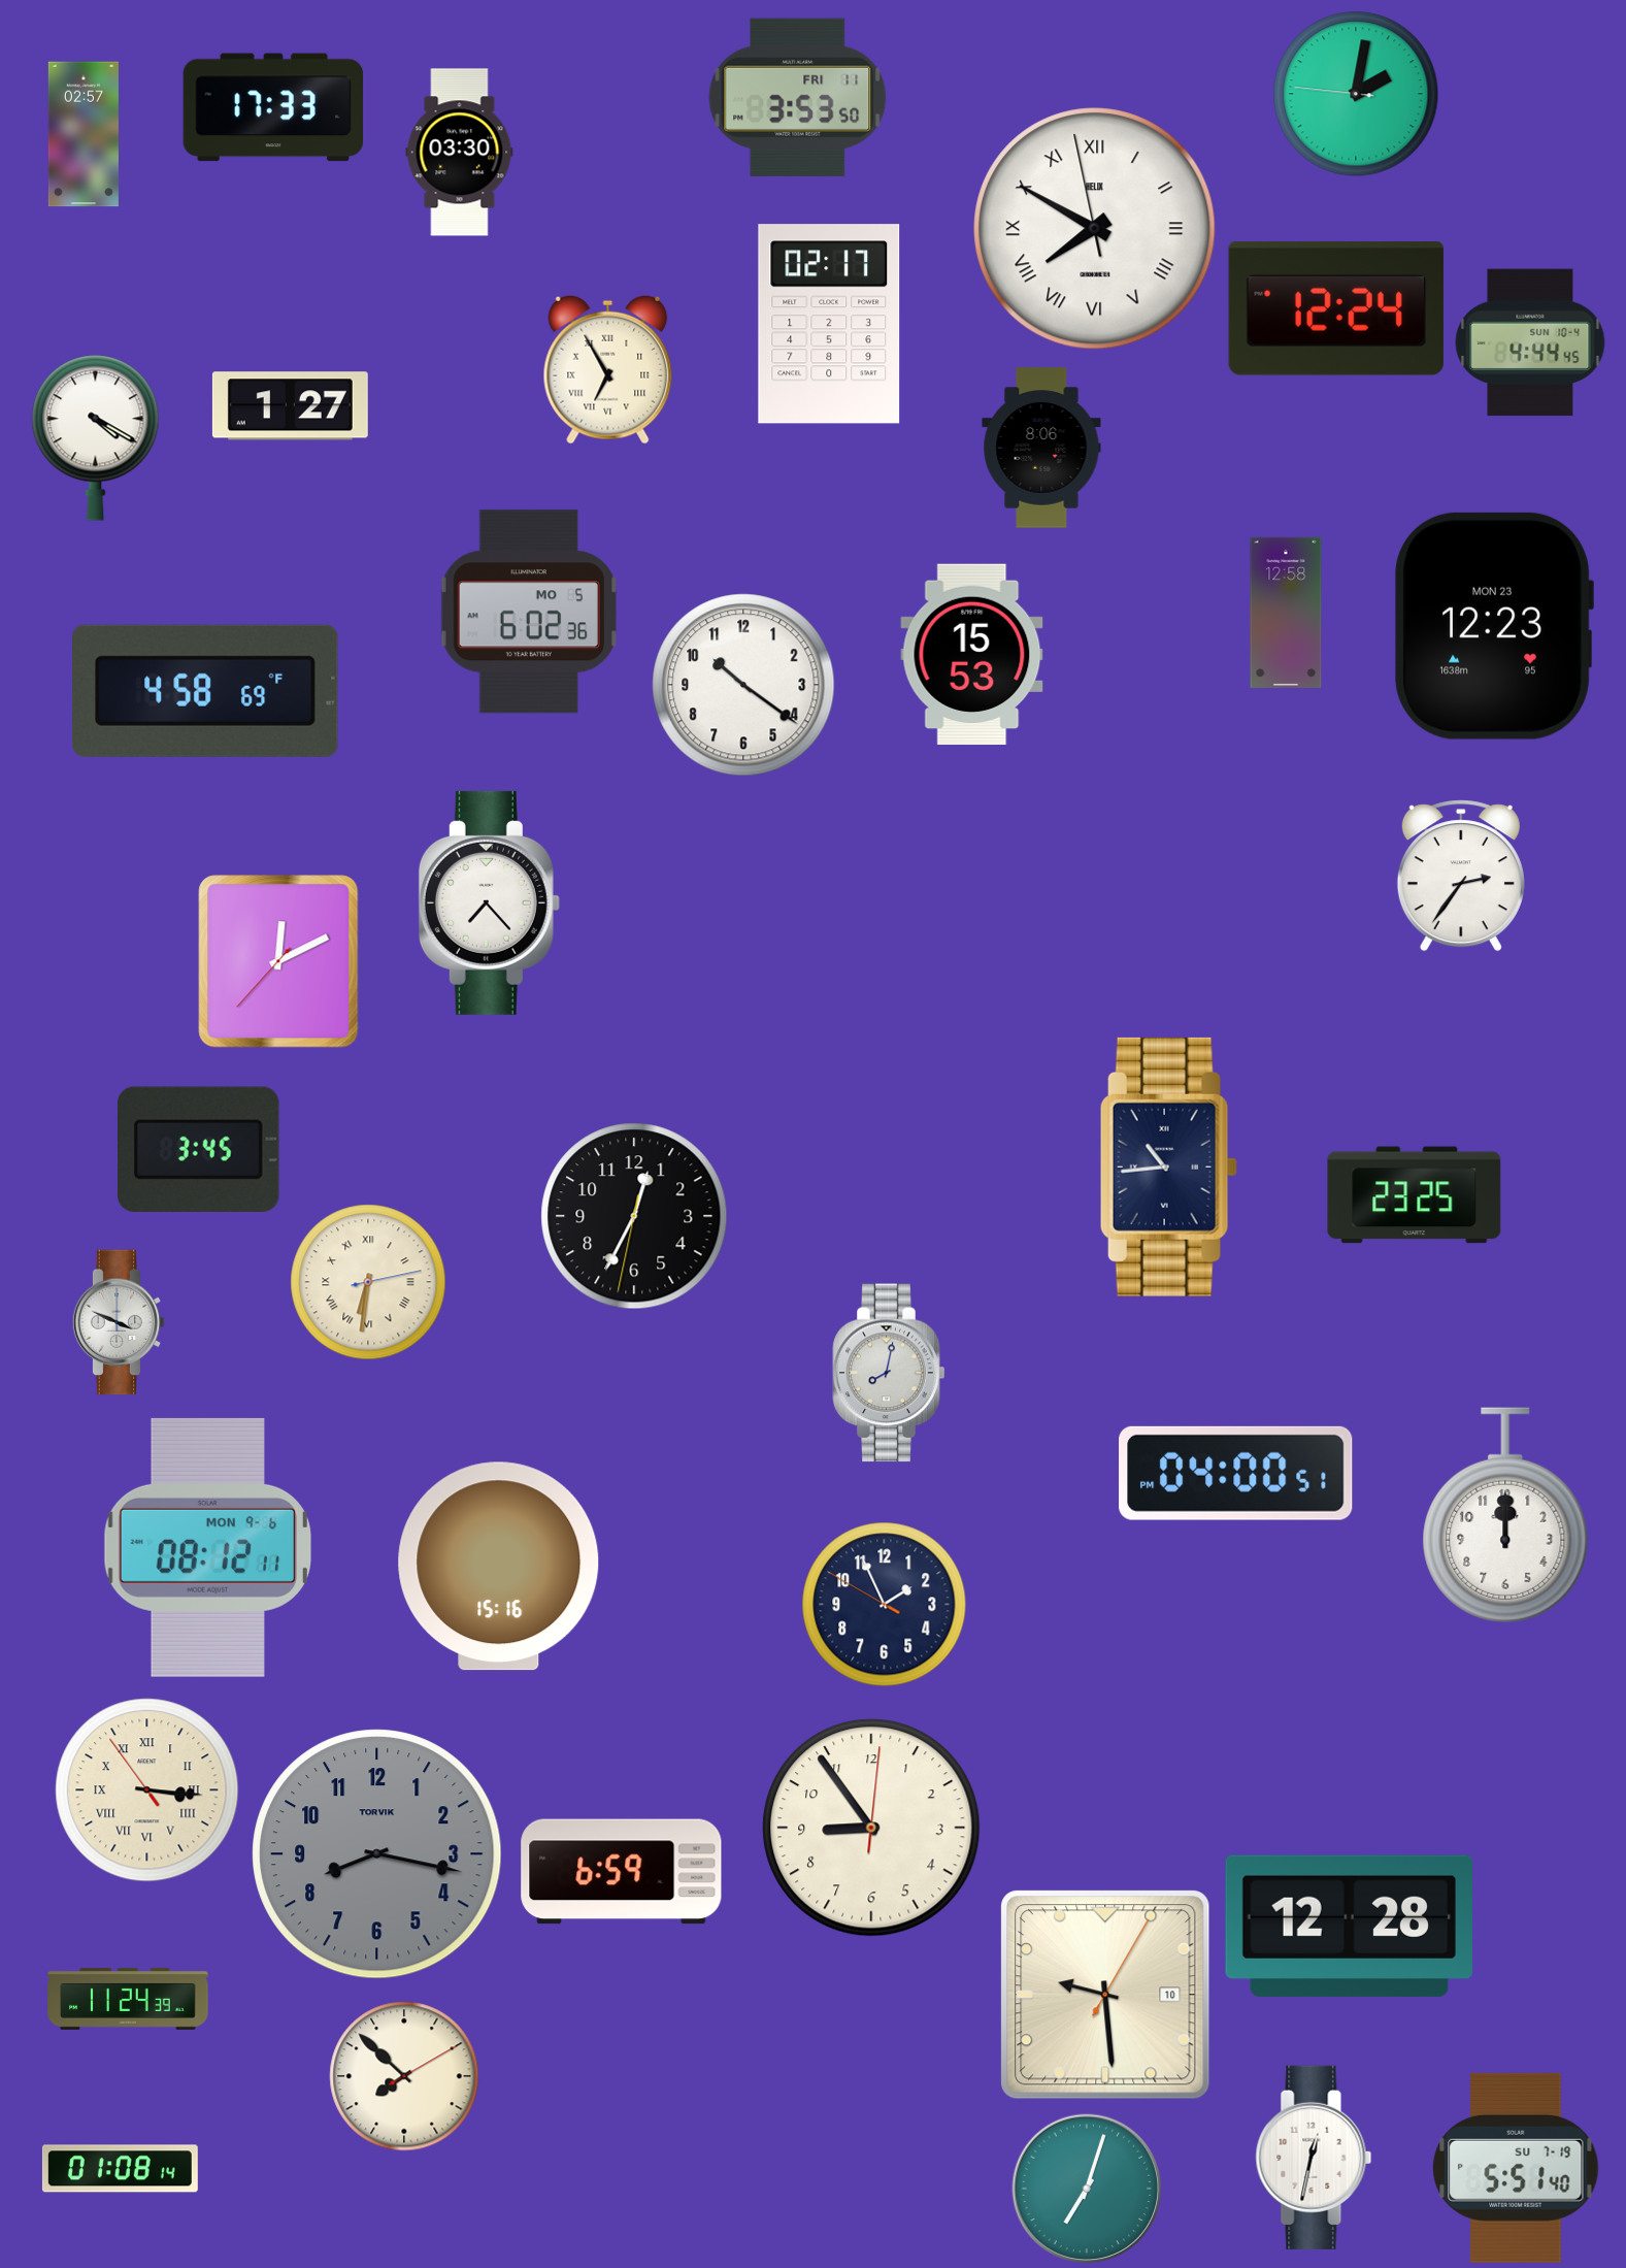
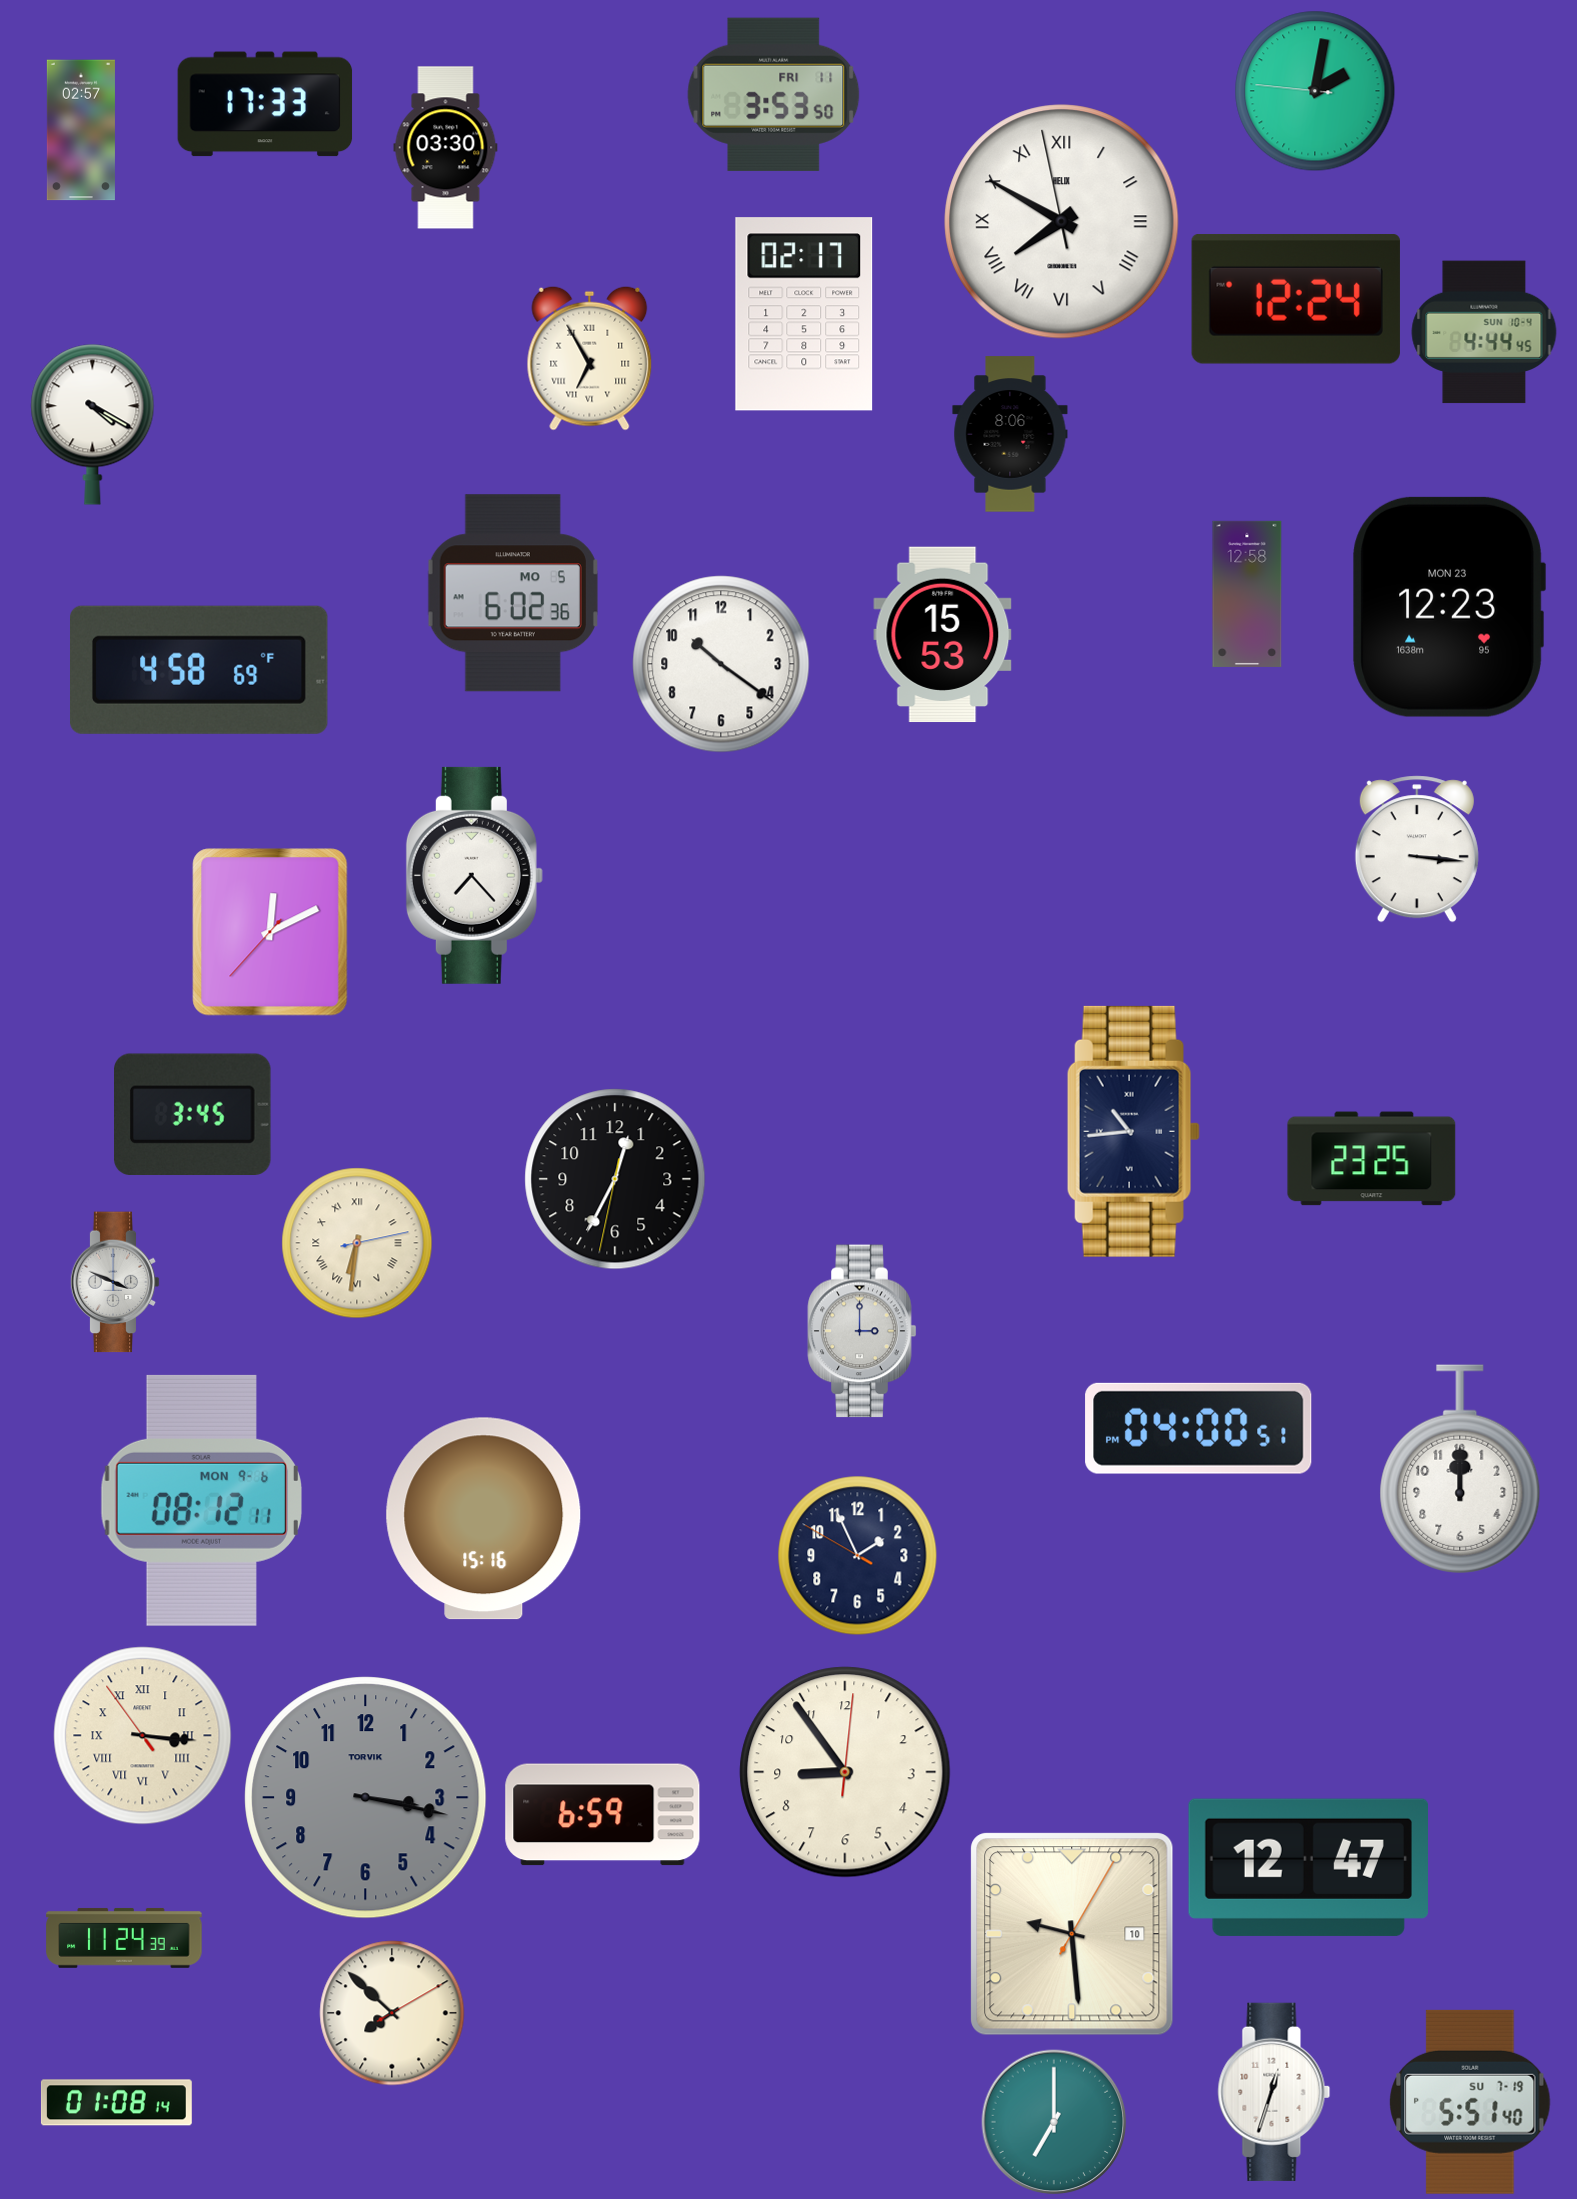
clock at (290, 406): 1:27 -> none
clock at (1461, 876): 2:36 -> 3:16
clock at (889, 1373): 8:02 -> 3:00
clock at (377, 1854): 8:17 -> 3:17
clock at (1349, 1926): 12:28 -> 12:47
clock at (1314, 2158): 12:32 -> 12:33
clock at (1087, 2189): 7:03 -> 7:00
